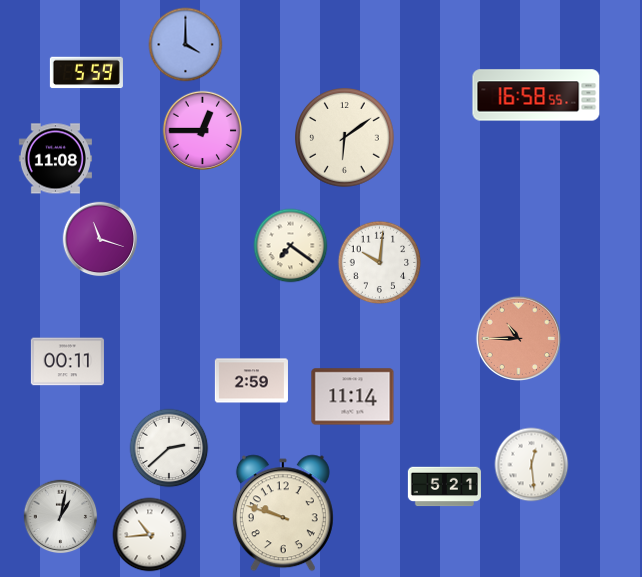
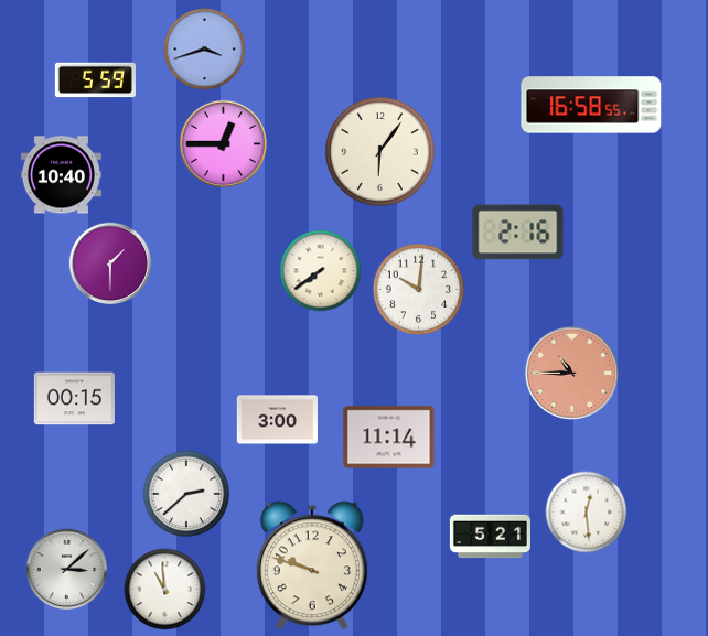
clock at (186, 45): 4:00 -> 3:42
clock at (345, 138): 6:09 -> 6:06
clock at (55, 159): 11:08 -> 10:40
clock at (518, 233): none -> 2:16
clock at (100, 239): 11:18 -> 1:30
clock at (291, 246): 7:21 -> 7:39
clock at (67, 362): 00:11 -> 00:15
clock at (251, 381): 2:59 -> 3:00
clock at (61, 517): 1:02 -> 3:08
clock at (150, 535): 10:44 -> 10:59
